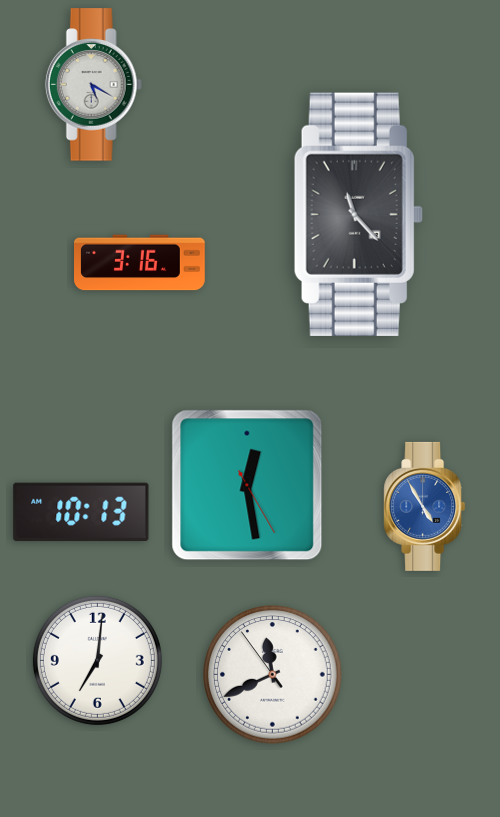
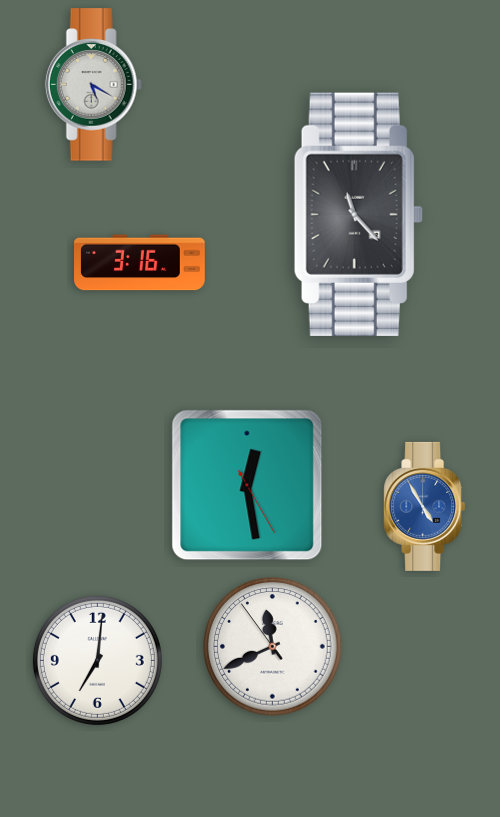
clock at (81, 512): 10:13 -> none
clock at (273, 675) position: (273, 675) -> (273, 647)
